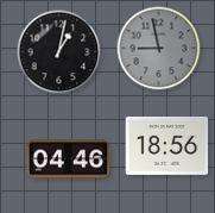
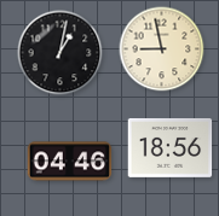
clock at (159, 49) dial: grey -> cream
